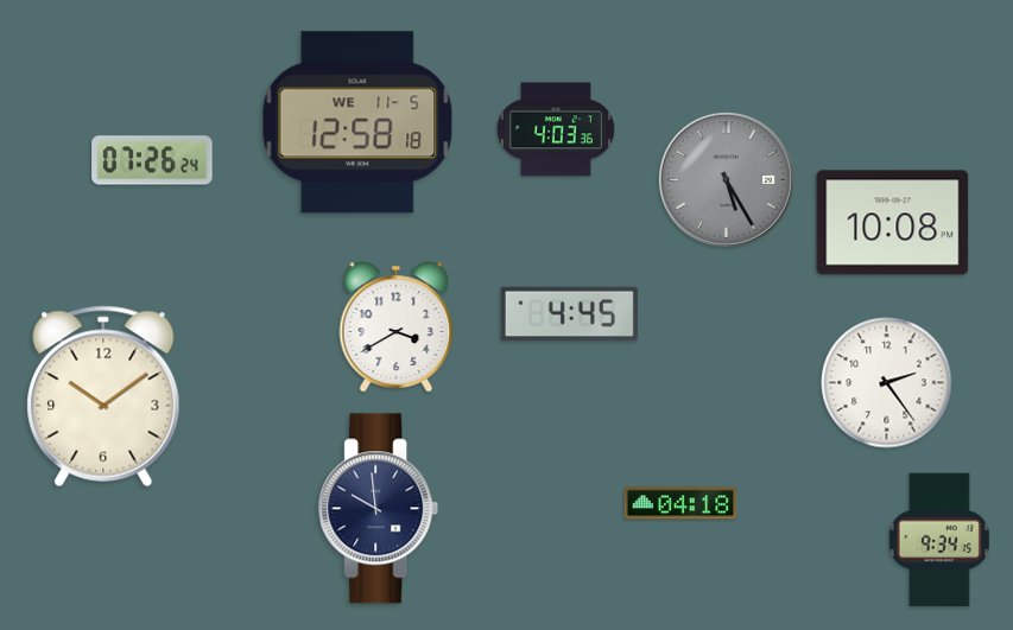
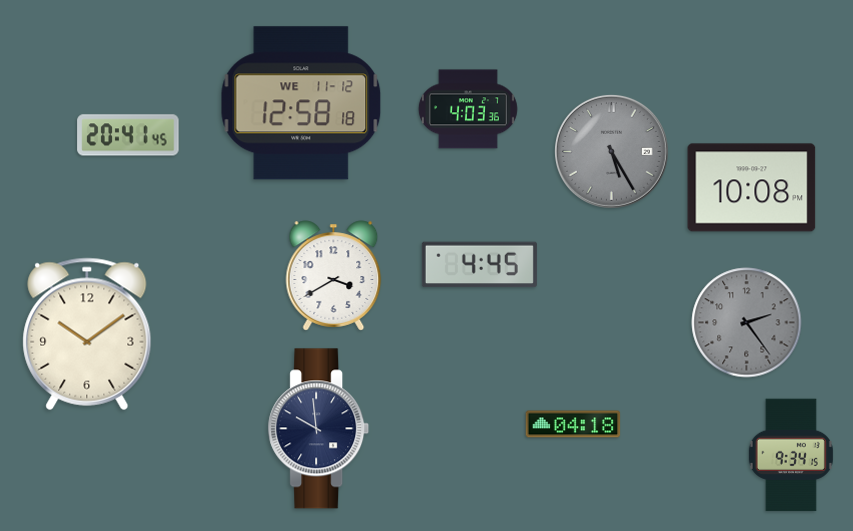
clock at (357, 122) date: WE 11-5 -> WE 11-12
clock at (152, 160): 07:26 -> 20:41
clock at (887, 383) dial: white -> grey
